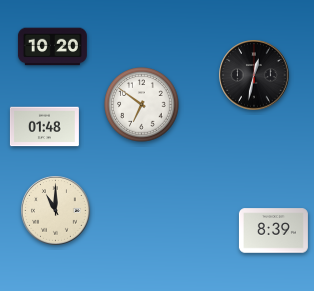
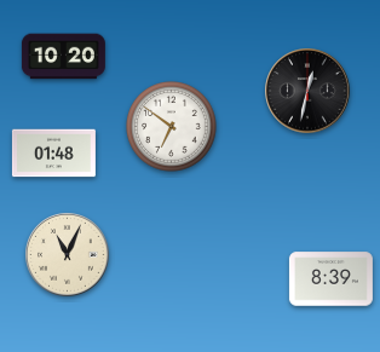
clock at (56, 211): 11:00 -> 11:04
